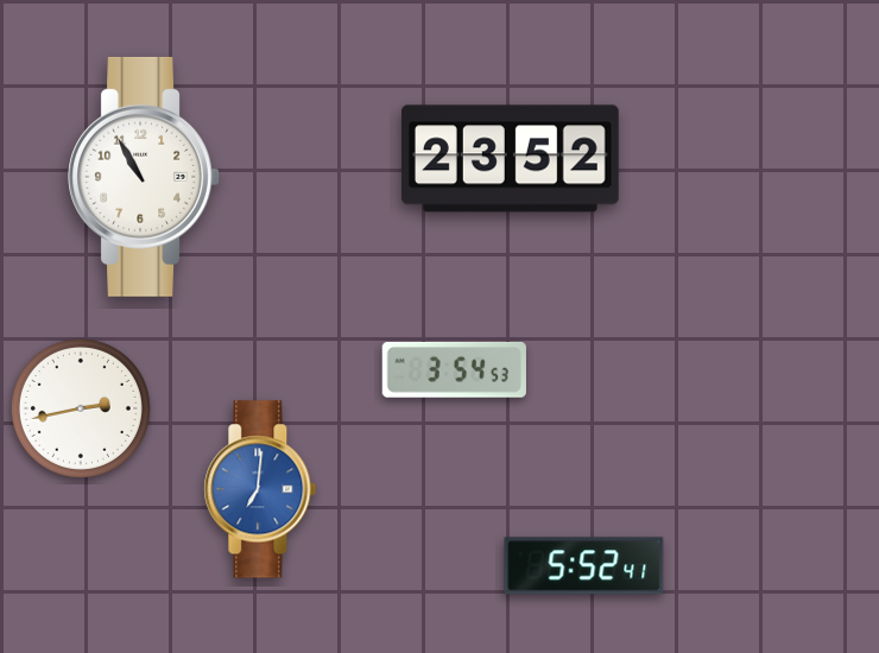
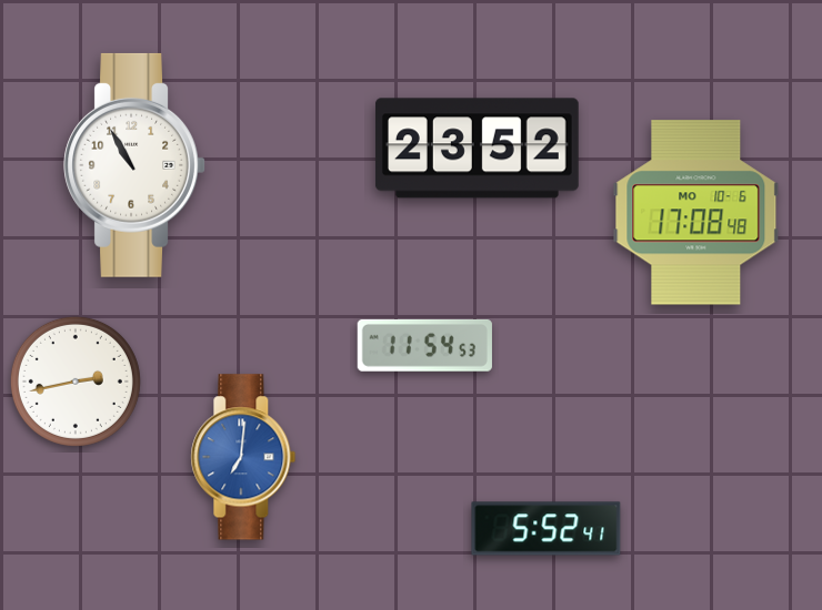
clock at (696, 213): none -> 17:08
clock at (454, 369): 3:54 -> 11:54
